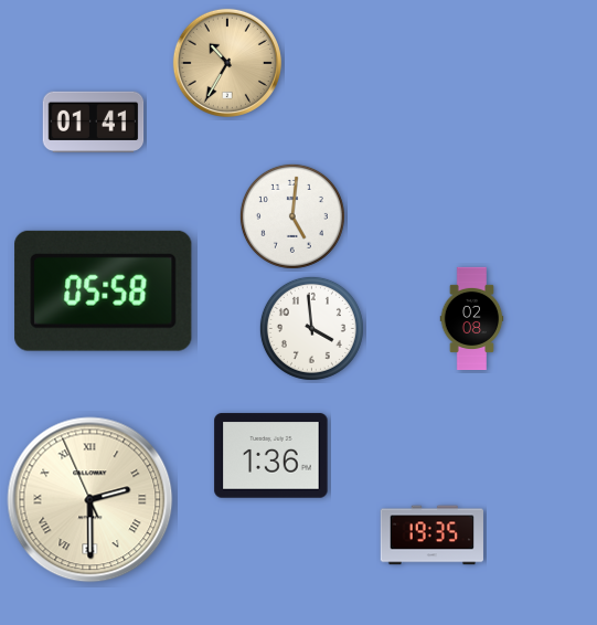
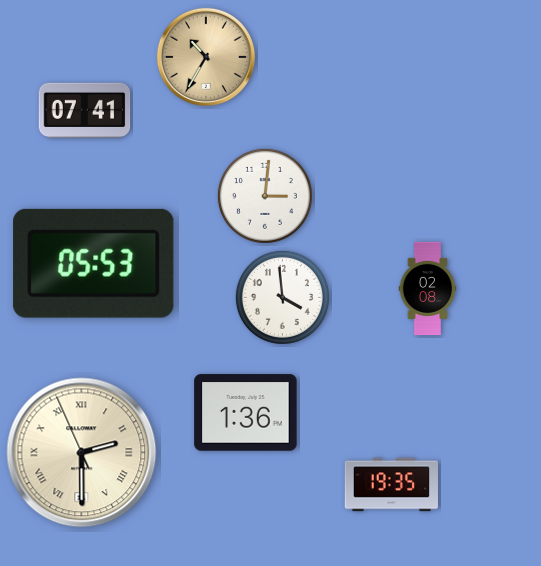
clock at (94, 123): 01:41 -> 07:41
clock at (292, 216): 5:01 -> 3:01
clock at (104, 290): 05:58 -> 05:53
